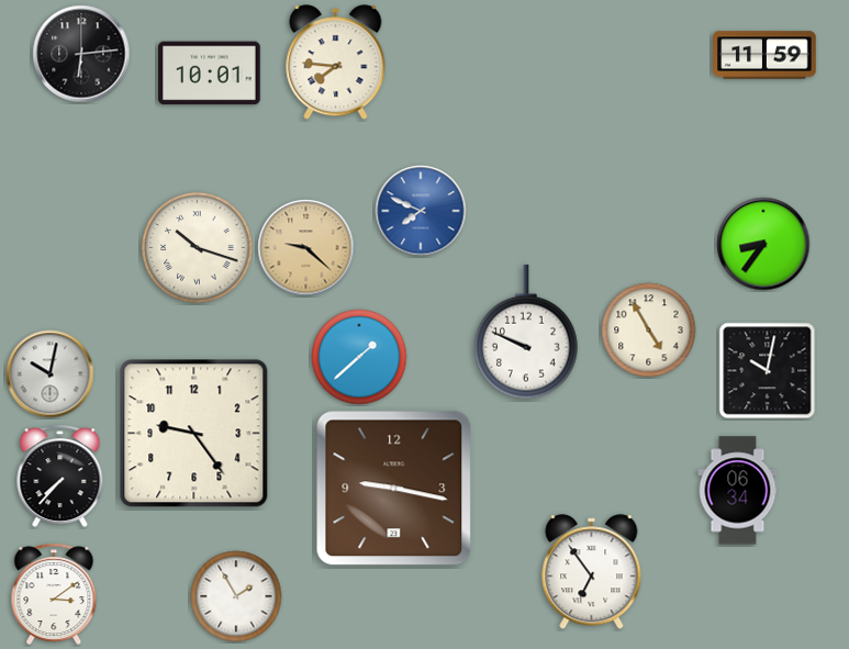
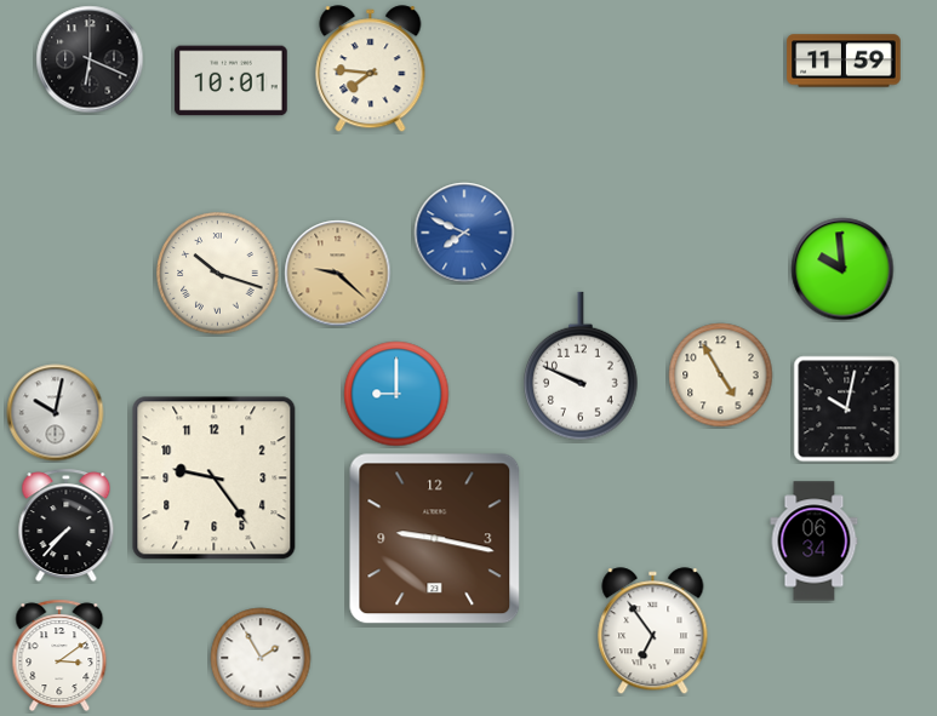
clock at (81, 54): 6:14 -> 6:19
clock at (763, 244): 8:36 -> 9:59
clock at (649, 331) position: (649, 331) -> (721, 376)
clock at (359, 357): 1:38 -> 9:00
